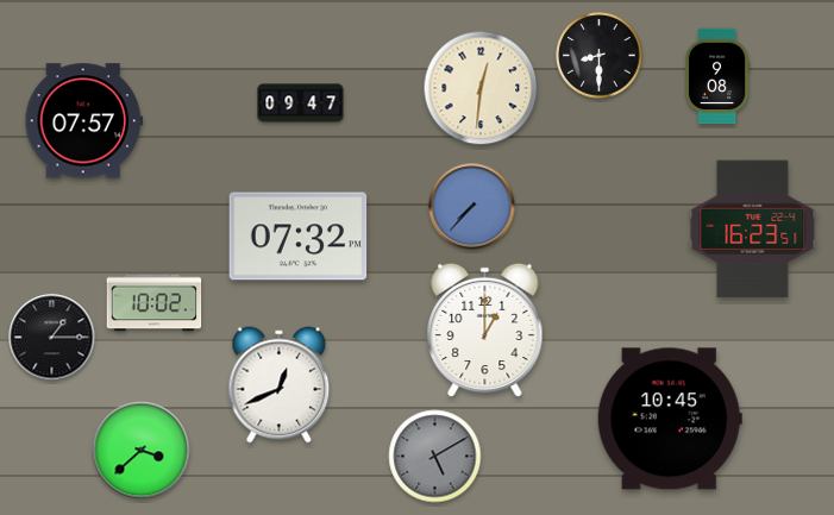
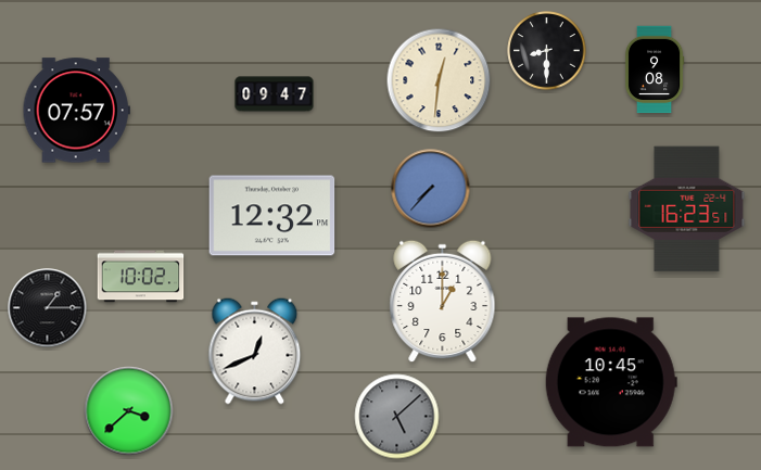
clock at (299, 237): 07:32 -> 12:32
clock at (435, 457): 5:10 -> 5:08
